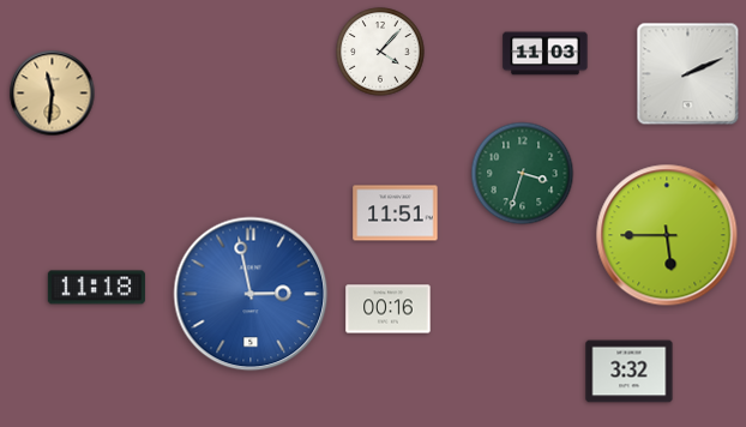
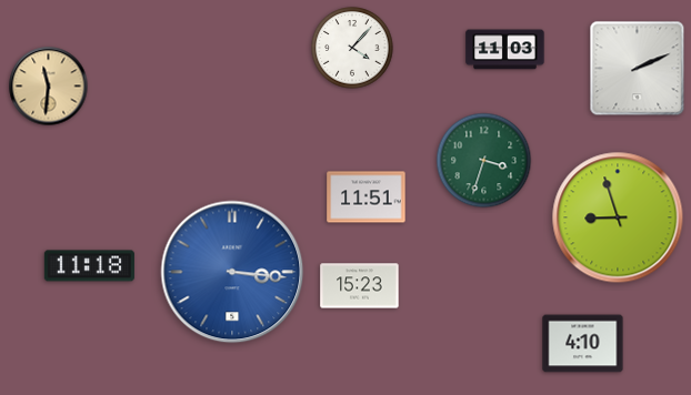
clock at (667, 235): 5:45 -> 8:57
clock at (251, 294): 2:58 -> 3:16
clock at (389, 309): 00:16 -> 15:23
clock at (630, 372): 3:32 -> 4:10
